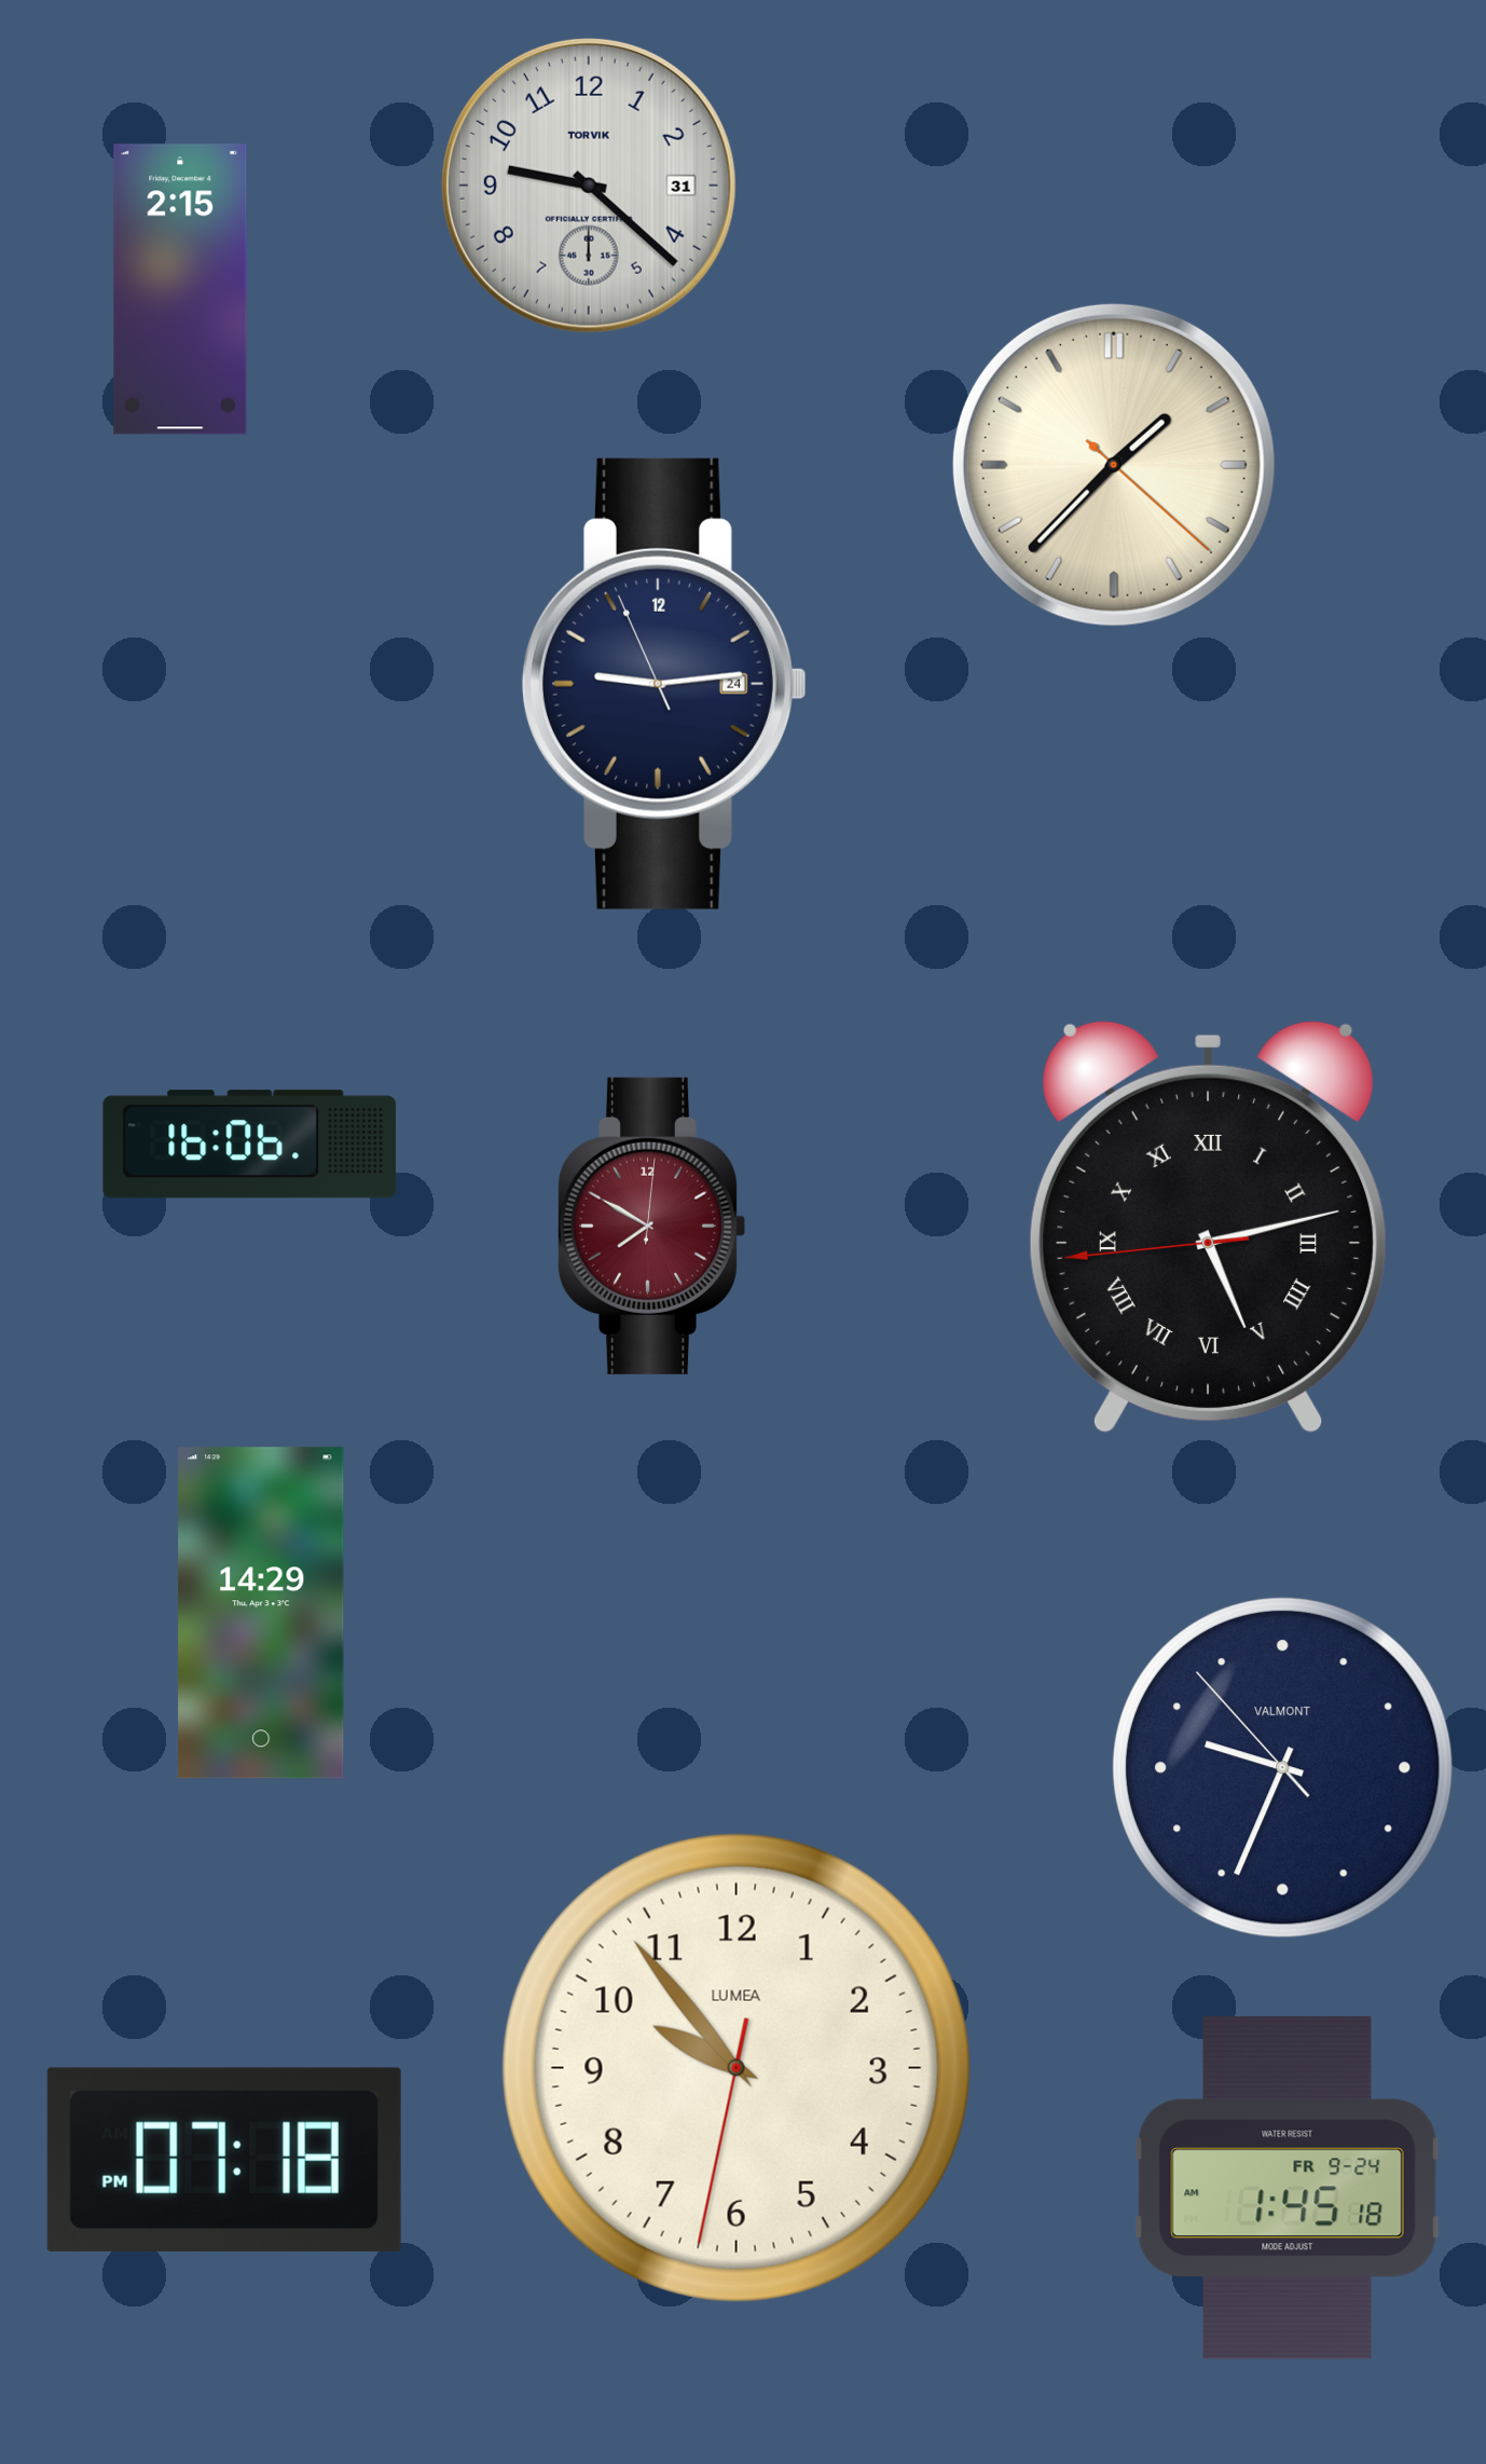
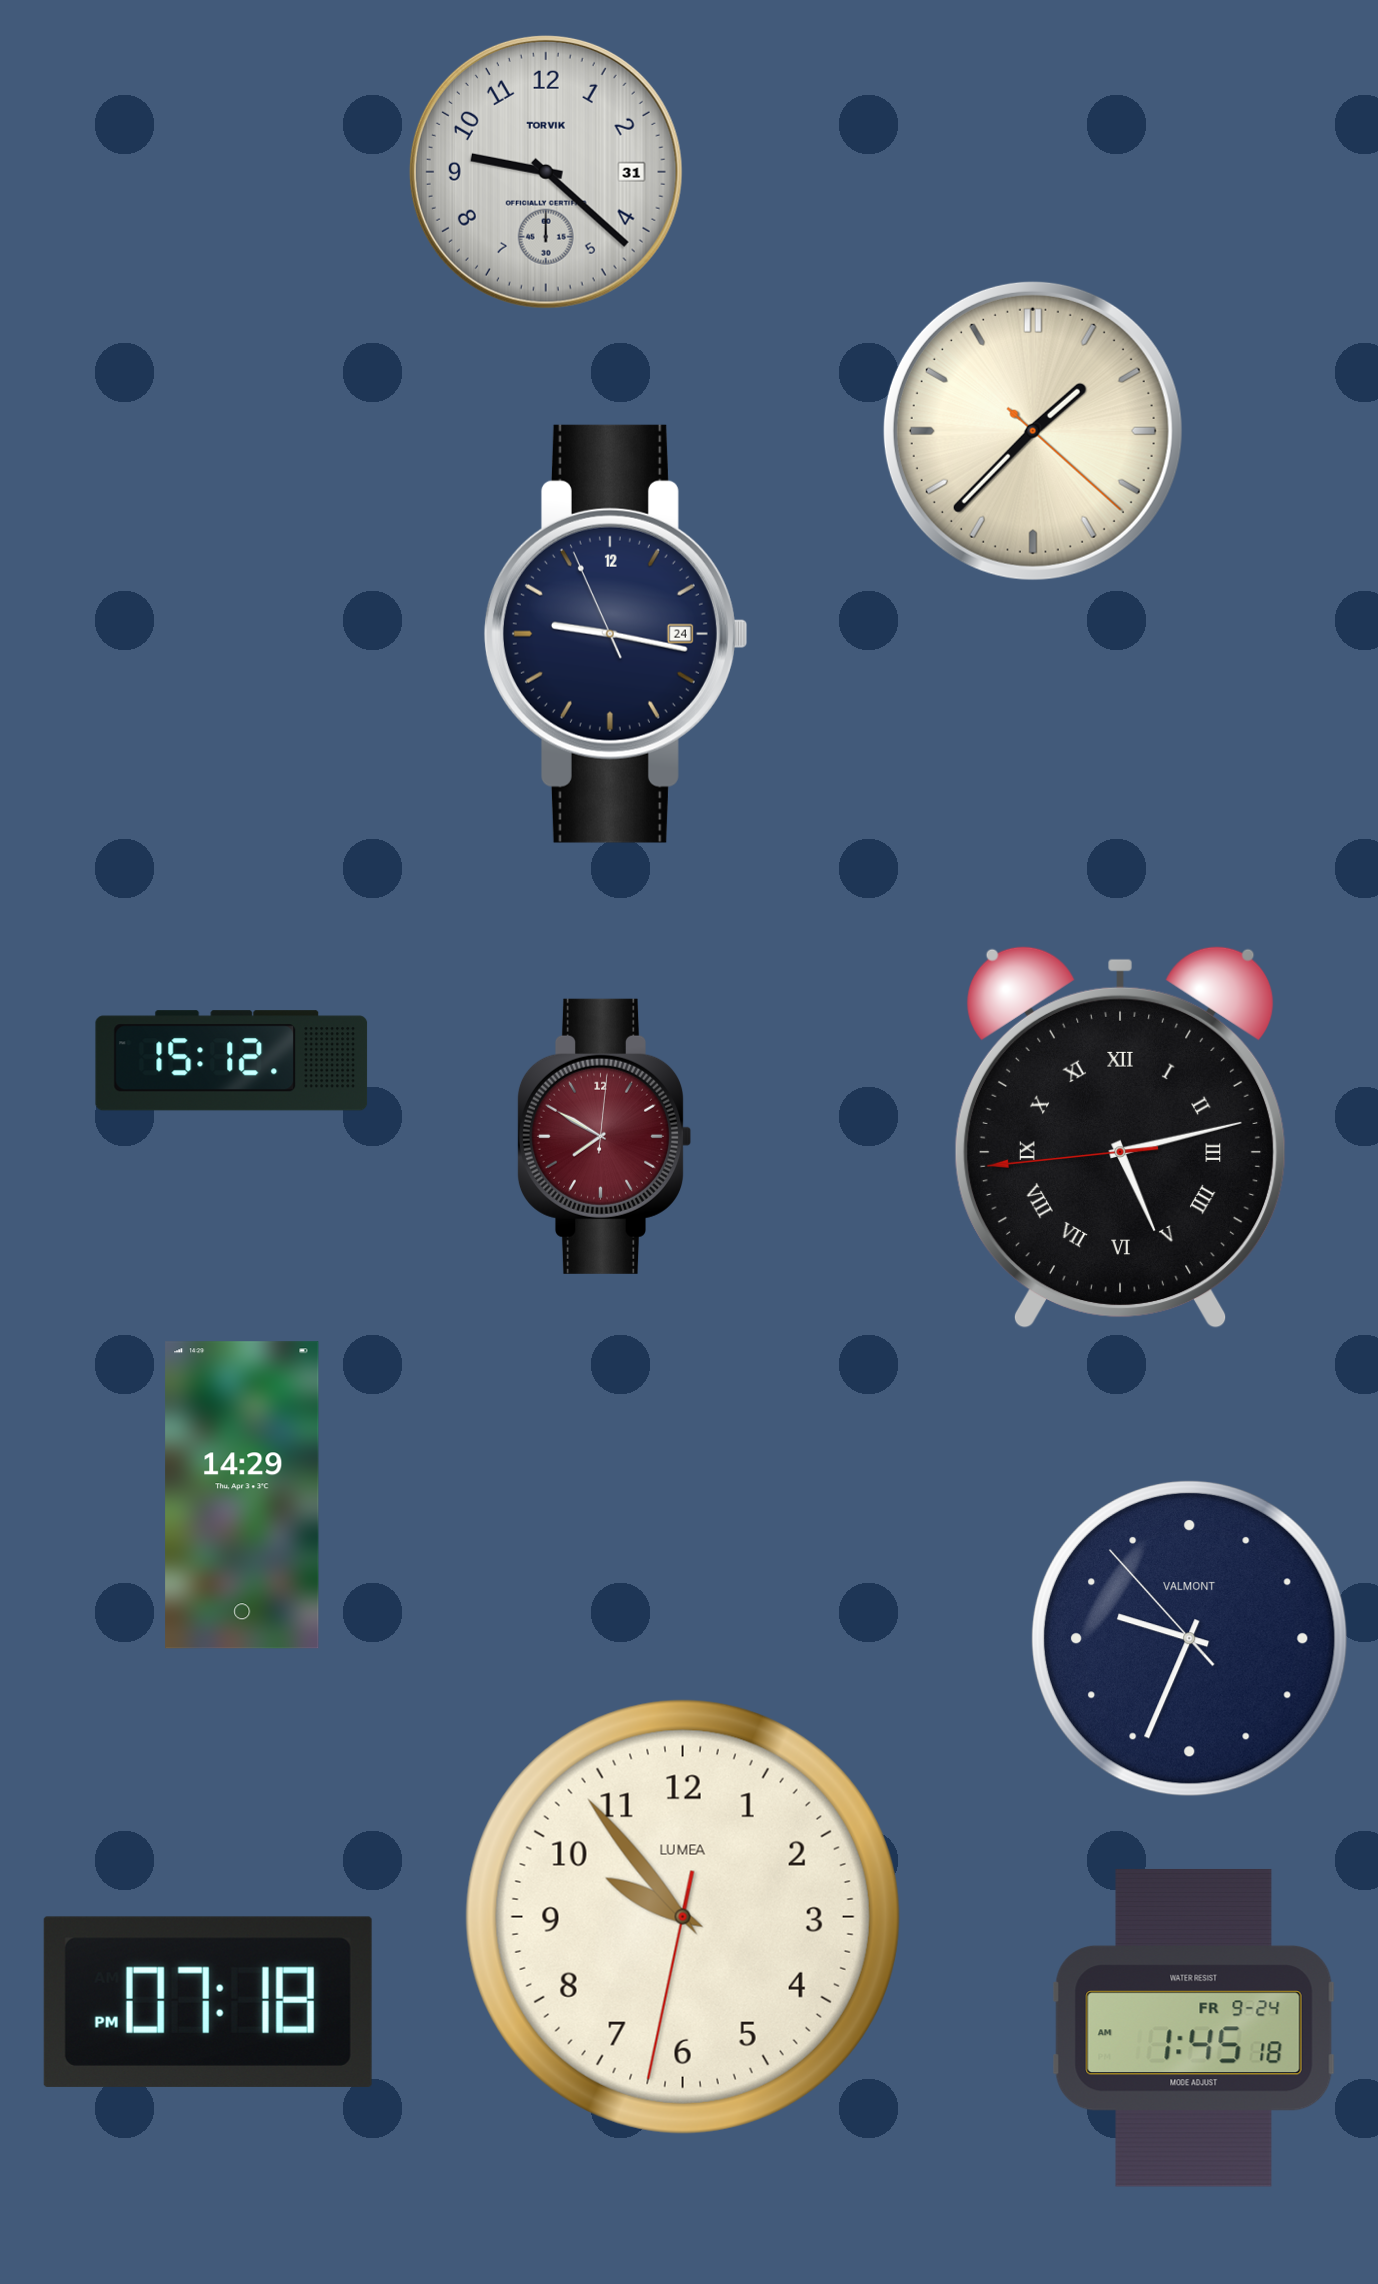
clock at (180, 289): 2:15 -> none
clock at (664, 684): 9:13 -> 9:16
clock at (250, 1145): 16:06 -> 15:12
